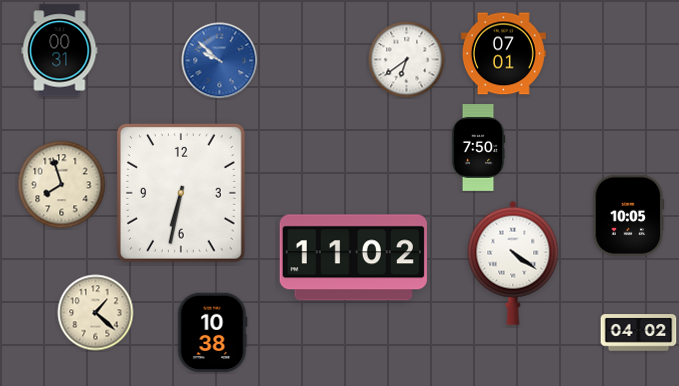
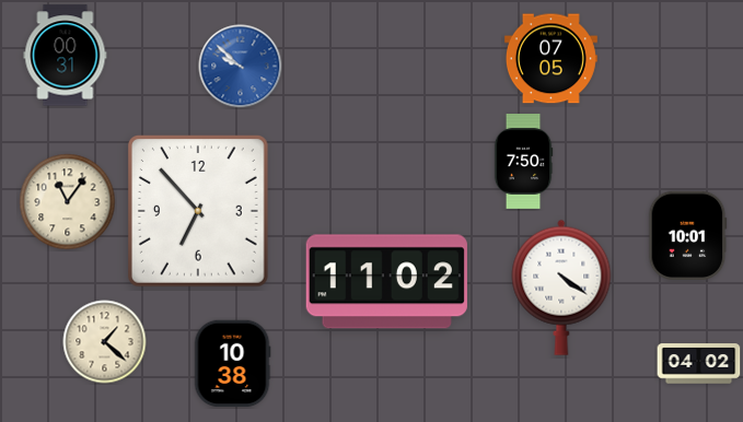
clock at (503, 54): 07:01 -> 07:05
clock at (407, 60): 6:39 -> none
clock at (62, 185): 7:57 -> 11:06
clock at (182, 194): 6:32 -> 6:53
clock at (629, 215): 10:05 -> 10:01
